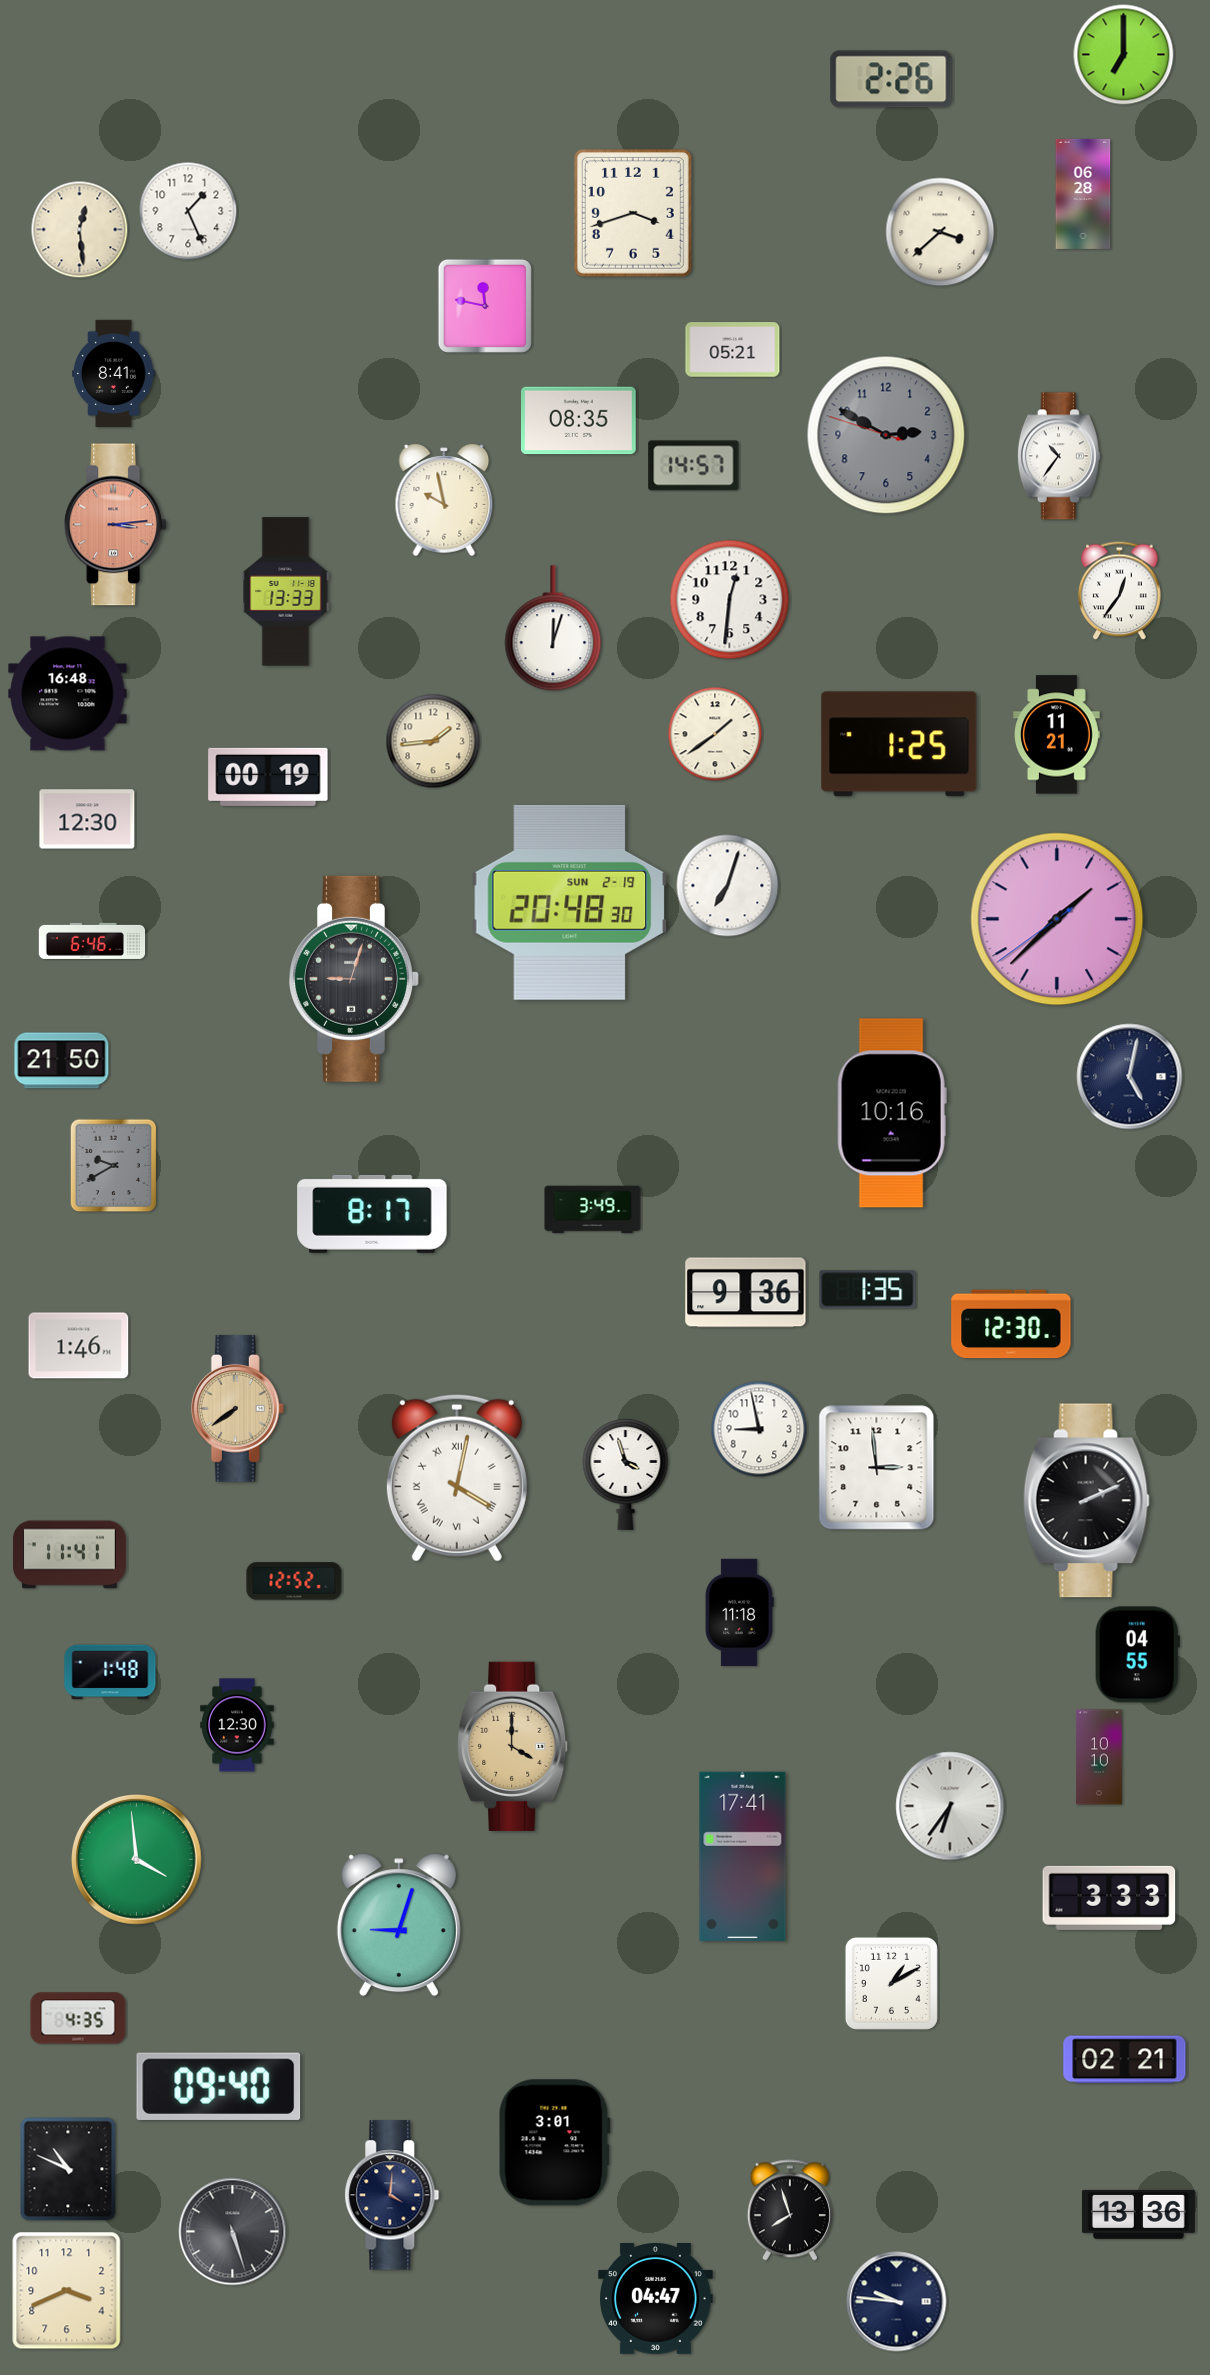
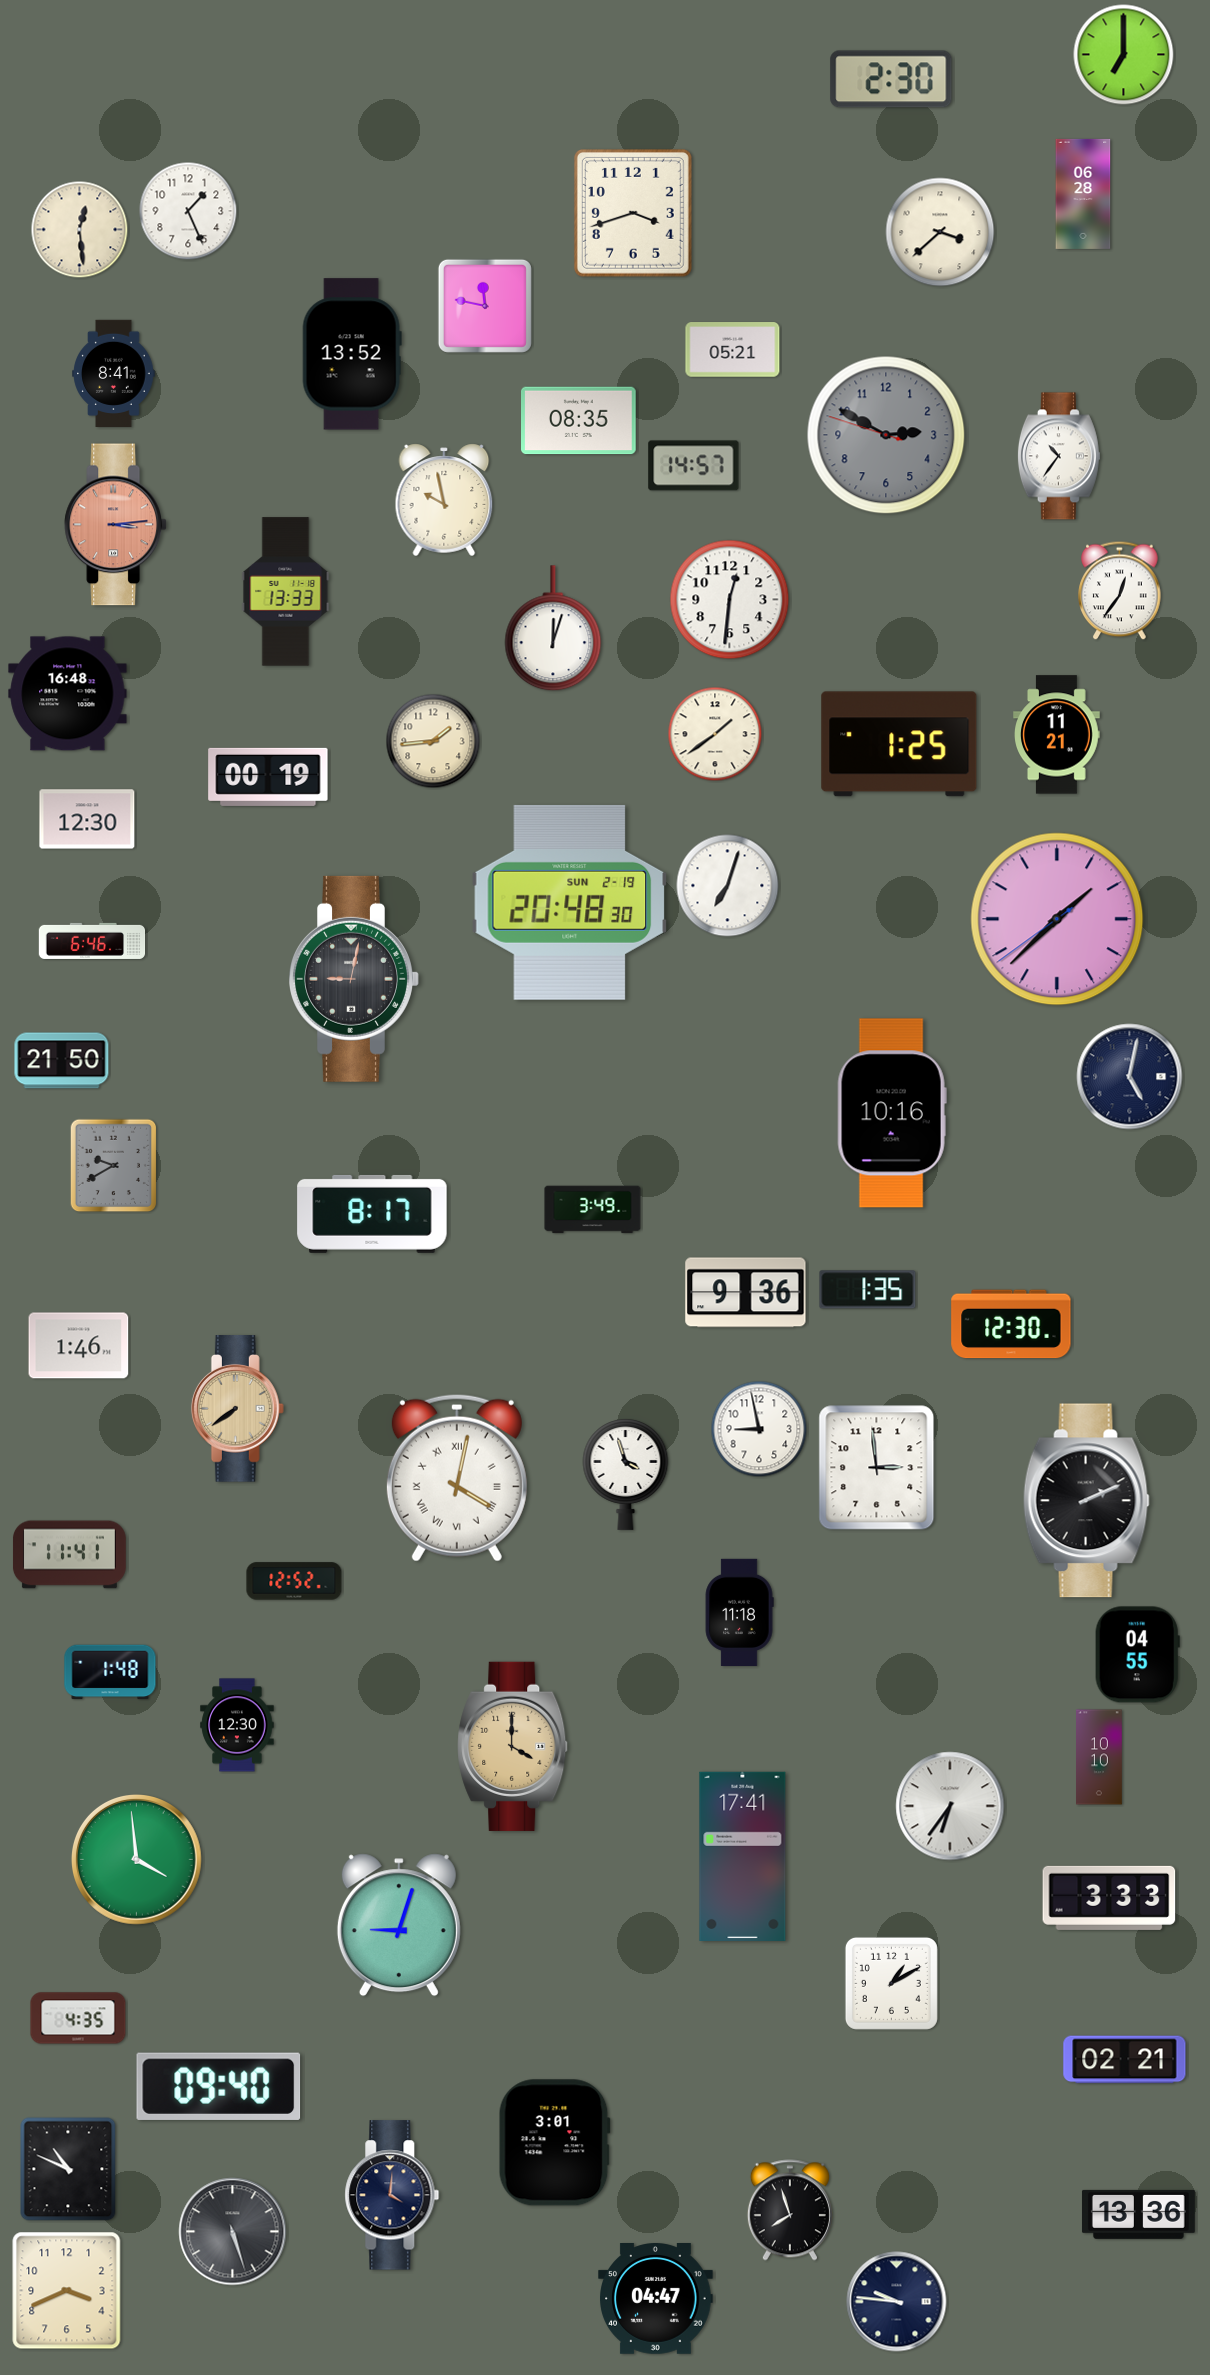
clock at (891, 79): 2:26 -> 2:30
clock at (352, 354): none -> 13:52
clock at (355, 979): 9:03 -> 9:02
